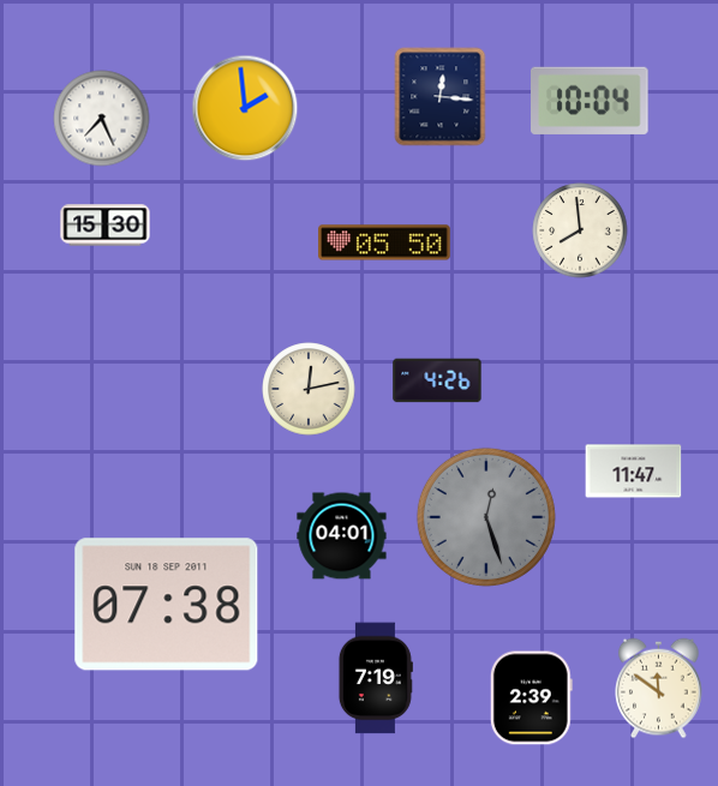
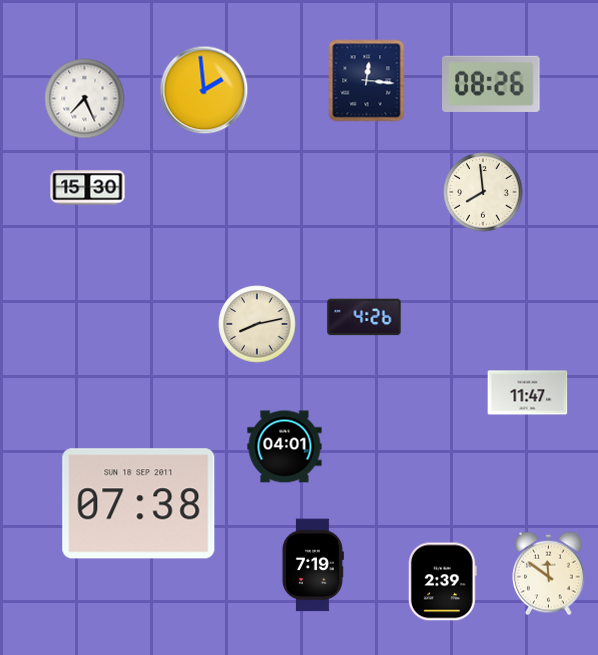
clock at (591, 101): 10:04 -> 08:26
clock at (384, 242): 05:50 -> none
clock at (309, 389): 12:13 -> 8:13
clock at (486, 517): 12:27 -> none
